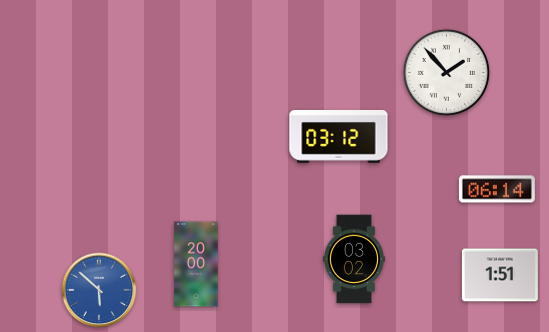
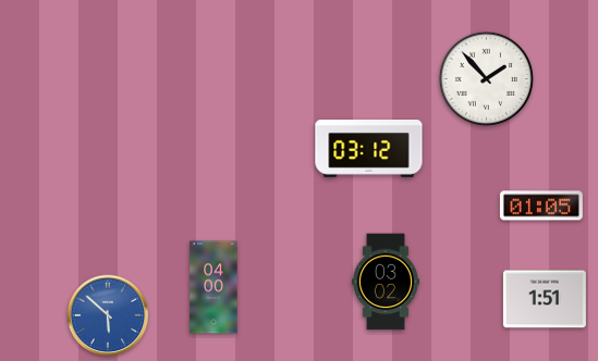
clock at (497, 189): 06:14 -> 01:05
clock at (196, 264): 20:00 -> 04:00
